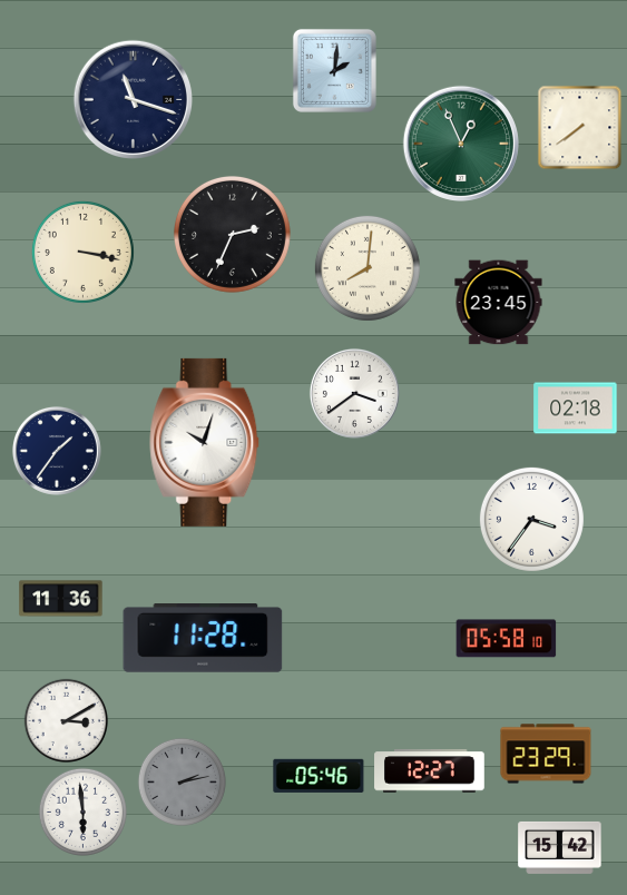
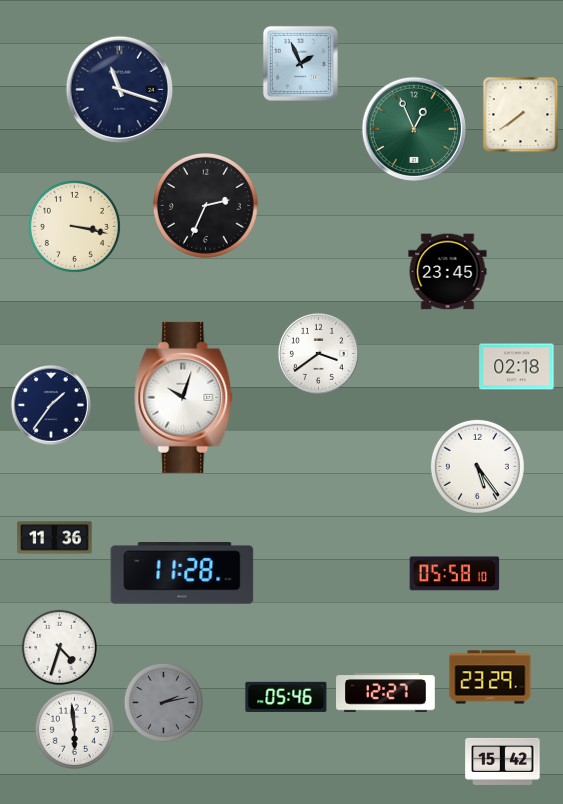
clock at (334, 70): 2:01 -> 1:56
clock at (232, 234) position: (232, 234) -> (205, 205)
clock at (368, 268): 8:01 -> none
clock at (531, 519): 3:36 -> 5:24
clock at (66, 720): 3:10 -> 4:33
